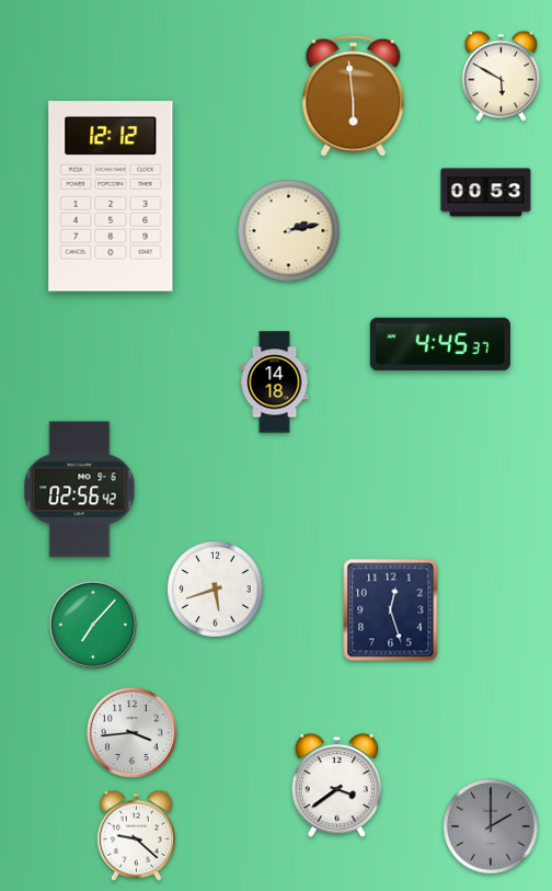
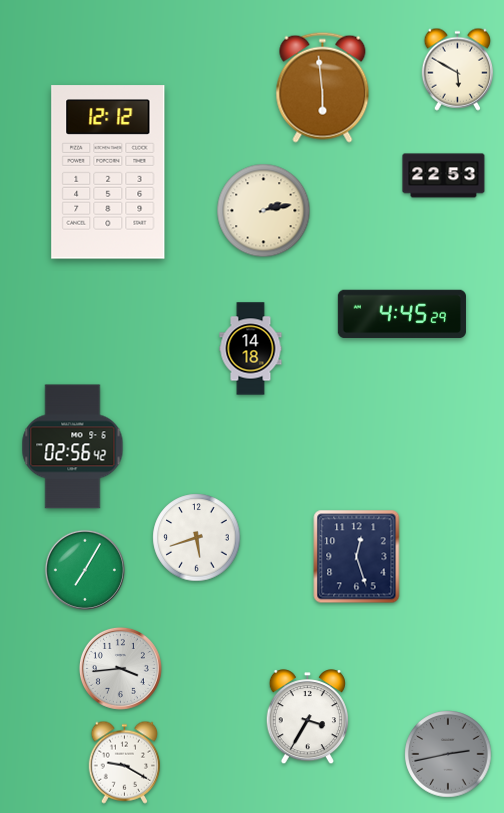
clock at (486, 193): 00:53 -> 22:53
clock at (111, 196) position: (111, 196) -> (108, 172)
clock at (440, 344): 4:45:37 -> 4:45:29
clock at (93, 625): 7:07 -> 7:05
clock at (336, 786): 3:39 -> 3:35
clock at (491, 826): 2:00 -> 2:43
clock at (136, 835): 9:22 -> 9:20
